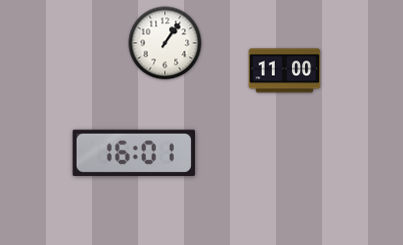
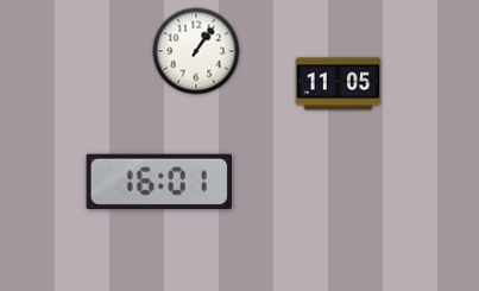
clock at (285, 71): 11:00 -> 11:05
